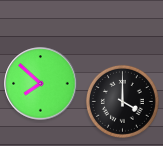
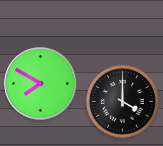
clock at (41, 84): 7:52 -> 7:50
